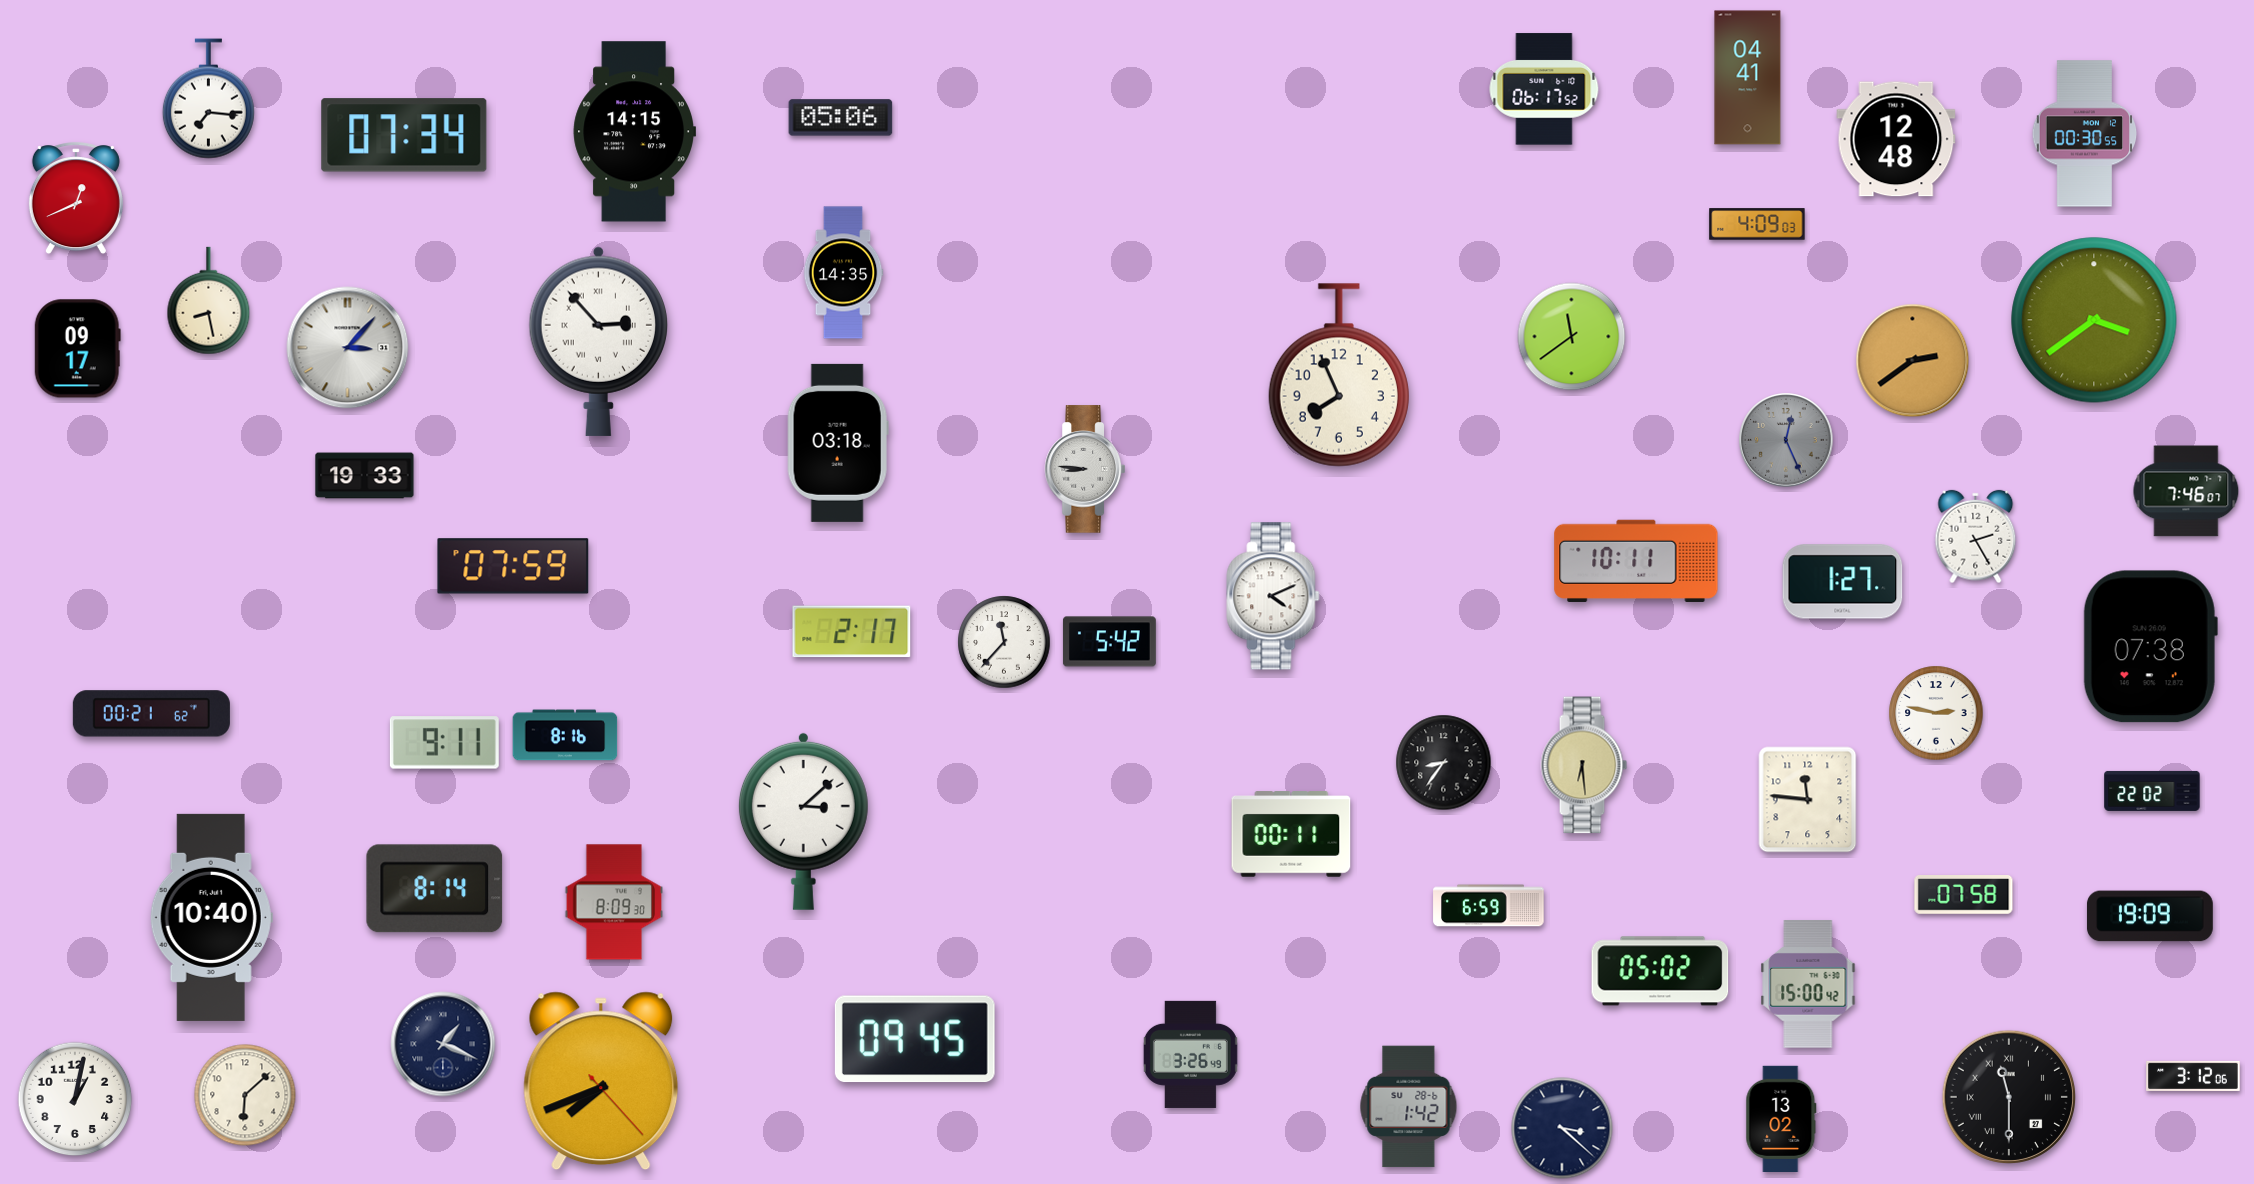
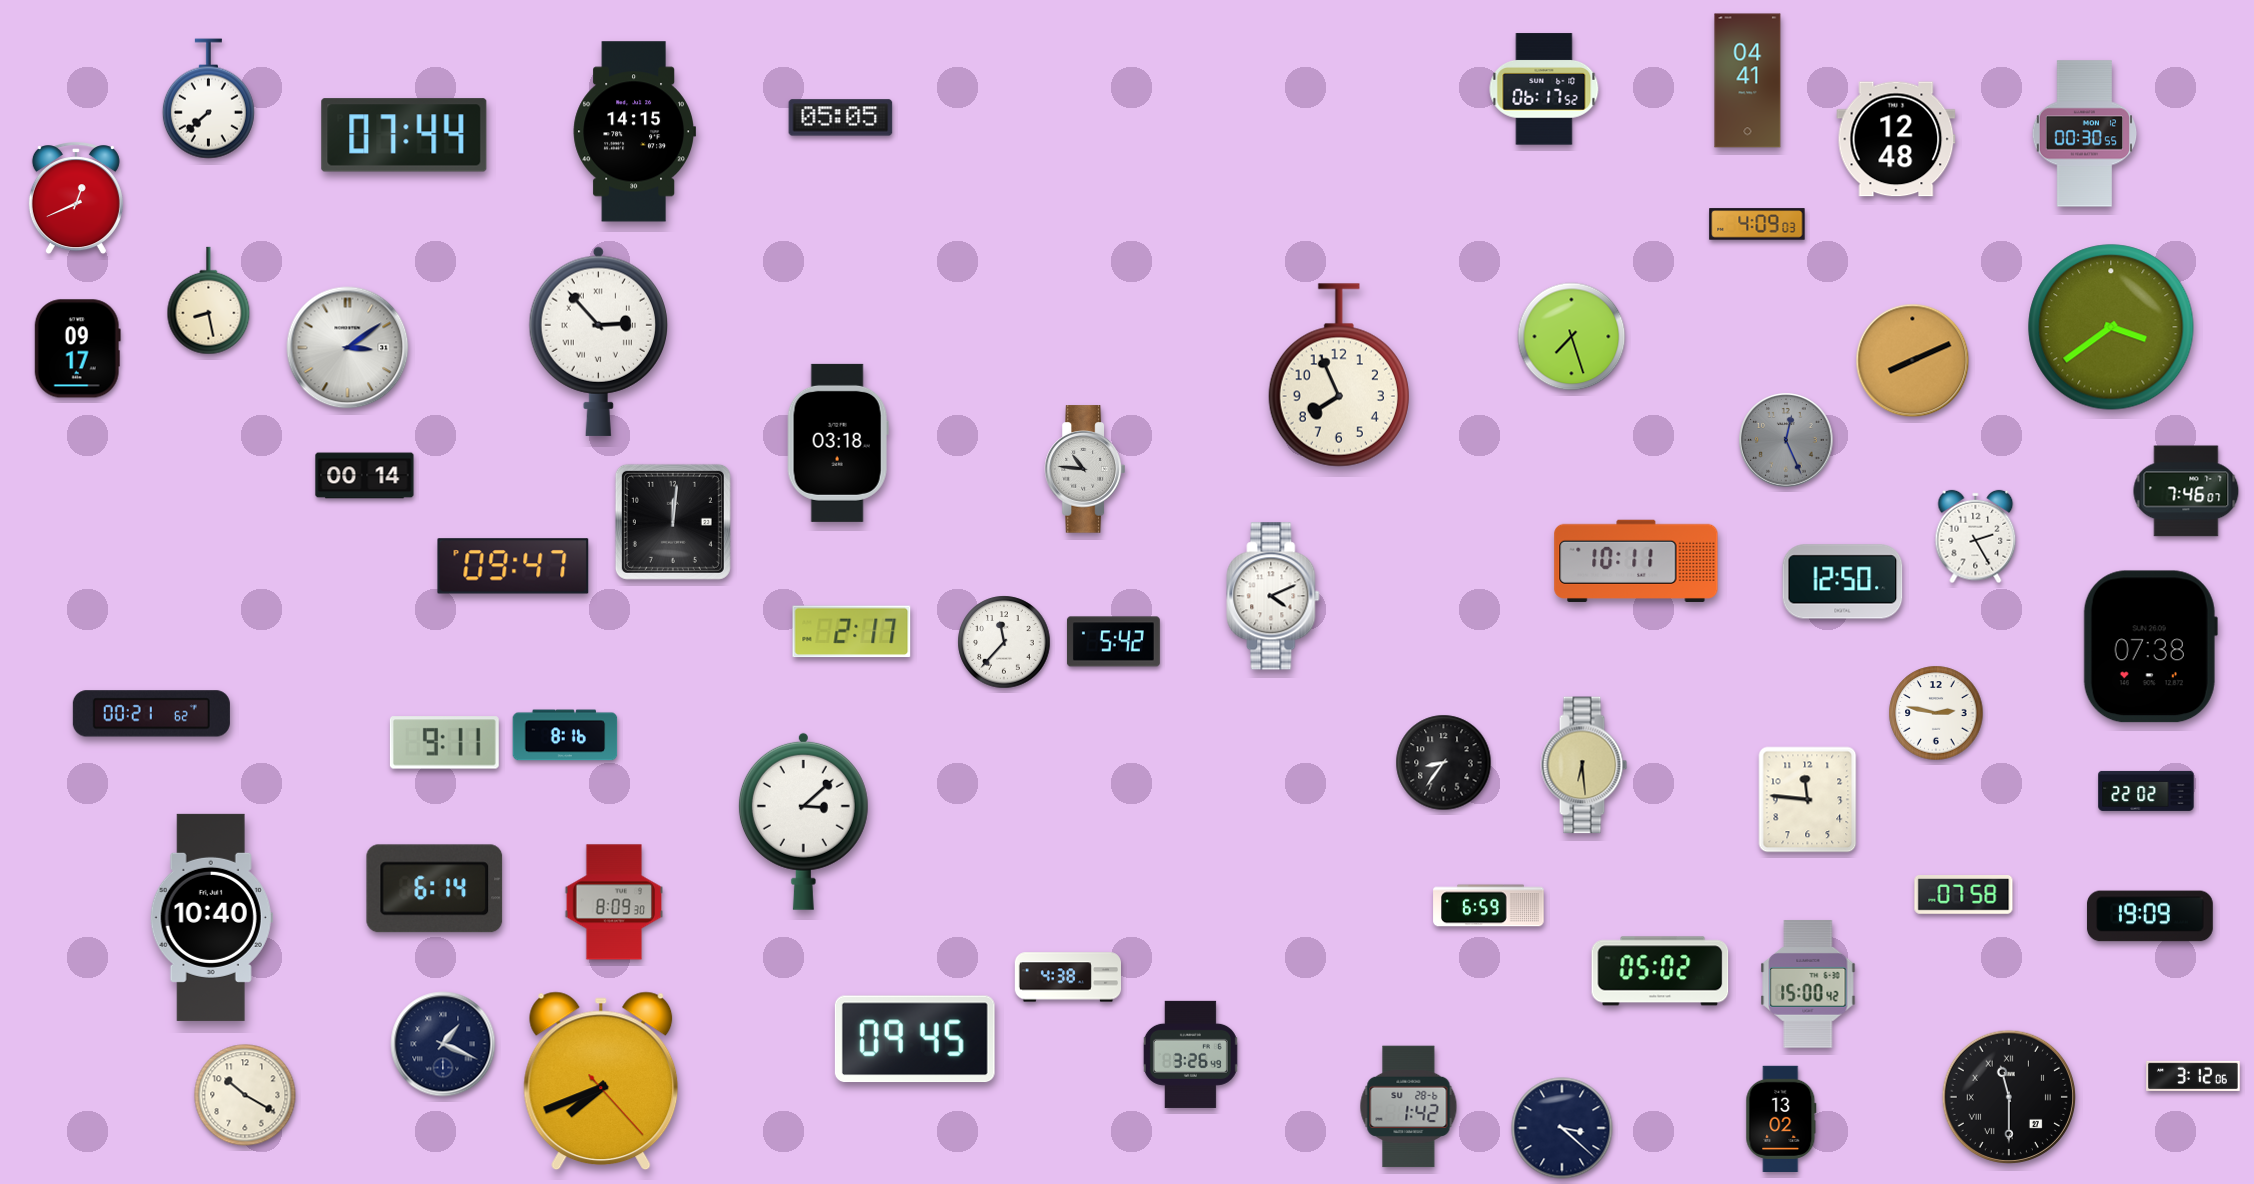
clock at (1748, 78) position: (1748, 78) -> (1748, 81)
clock at (208, 99): 7:16 -> 7:38
clock at (841, 118): 05:06 -> 05:05
clock at (404, 135): 07:34 -> 07:44
clock at (843, 273): 14:35 -> none
clock at (2094, 320) position: (2094, 320) -> (2111, 327)
clock at (1572, 337): 11:39 -> 7:27
clock at (348, 348): 3:07 -> 3:09
clock at (1913, 361): 2:39 -> 8:11
clock at (1084, 469): 8:46 -> 10:46
clock at (365, 476): 19:33 -> 00:14
clock at (673, 522): none -> 12:01
clock at (513, 566): 07:59 -> 09:47
clock at (1843, 582): 1:27 -> 12:50
clock at (1109, 642) position: (1109, 642) -> (1113, 642)
clock at (2152, 791) position: (2152, 791) -> (2146, 791)
clock at (1291, 834): 00:11 -> none
clock at (435, 889): 8:14 -> 6:14
clock at (1067, 977): none -> 4:38
clock at (245, 1095): 6:08 -> 10:20
clock at (75, 1099): 1:02 -> none
